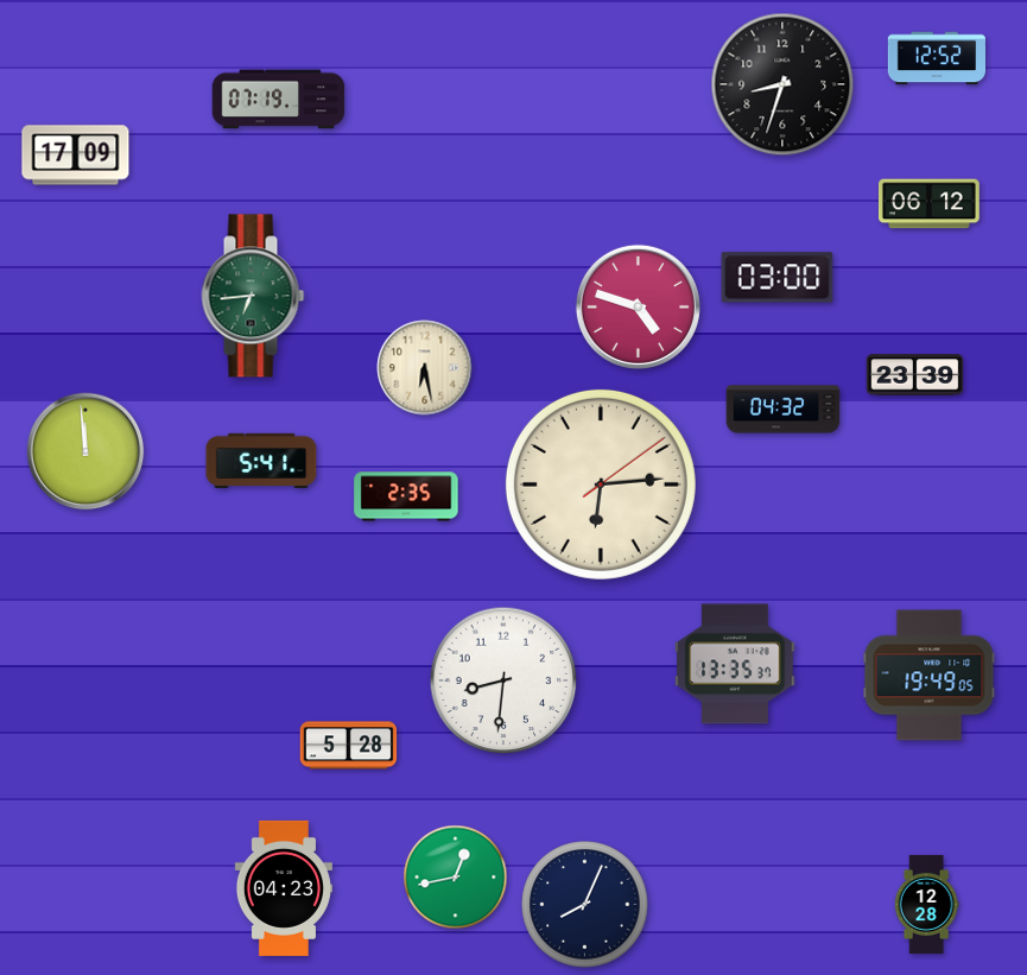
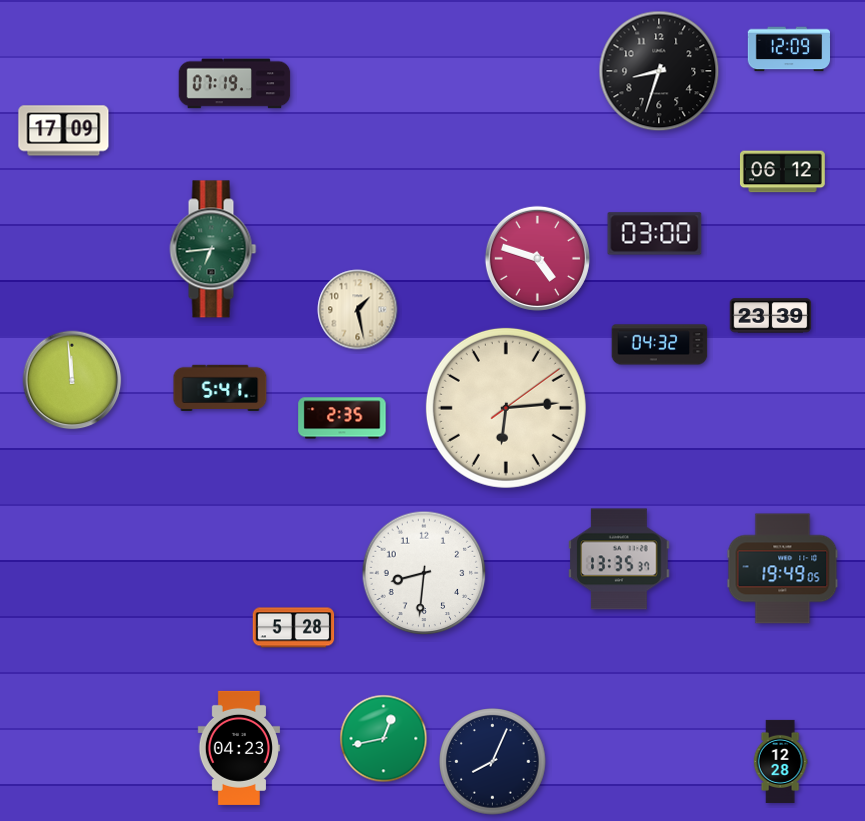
clock at (937, 58): 12:52 -> 12:09
clock at (425, 368): 6:28 -> 1:28
